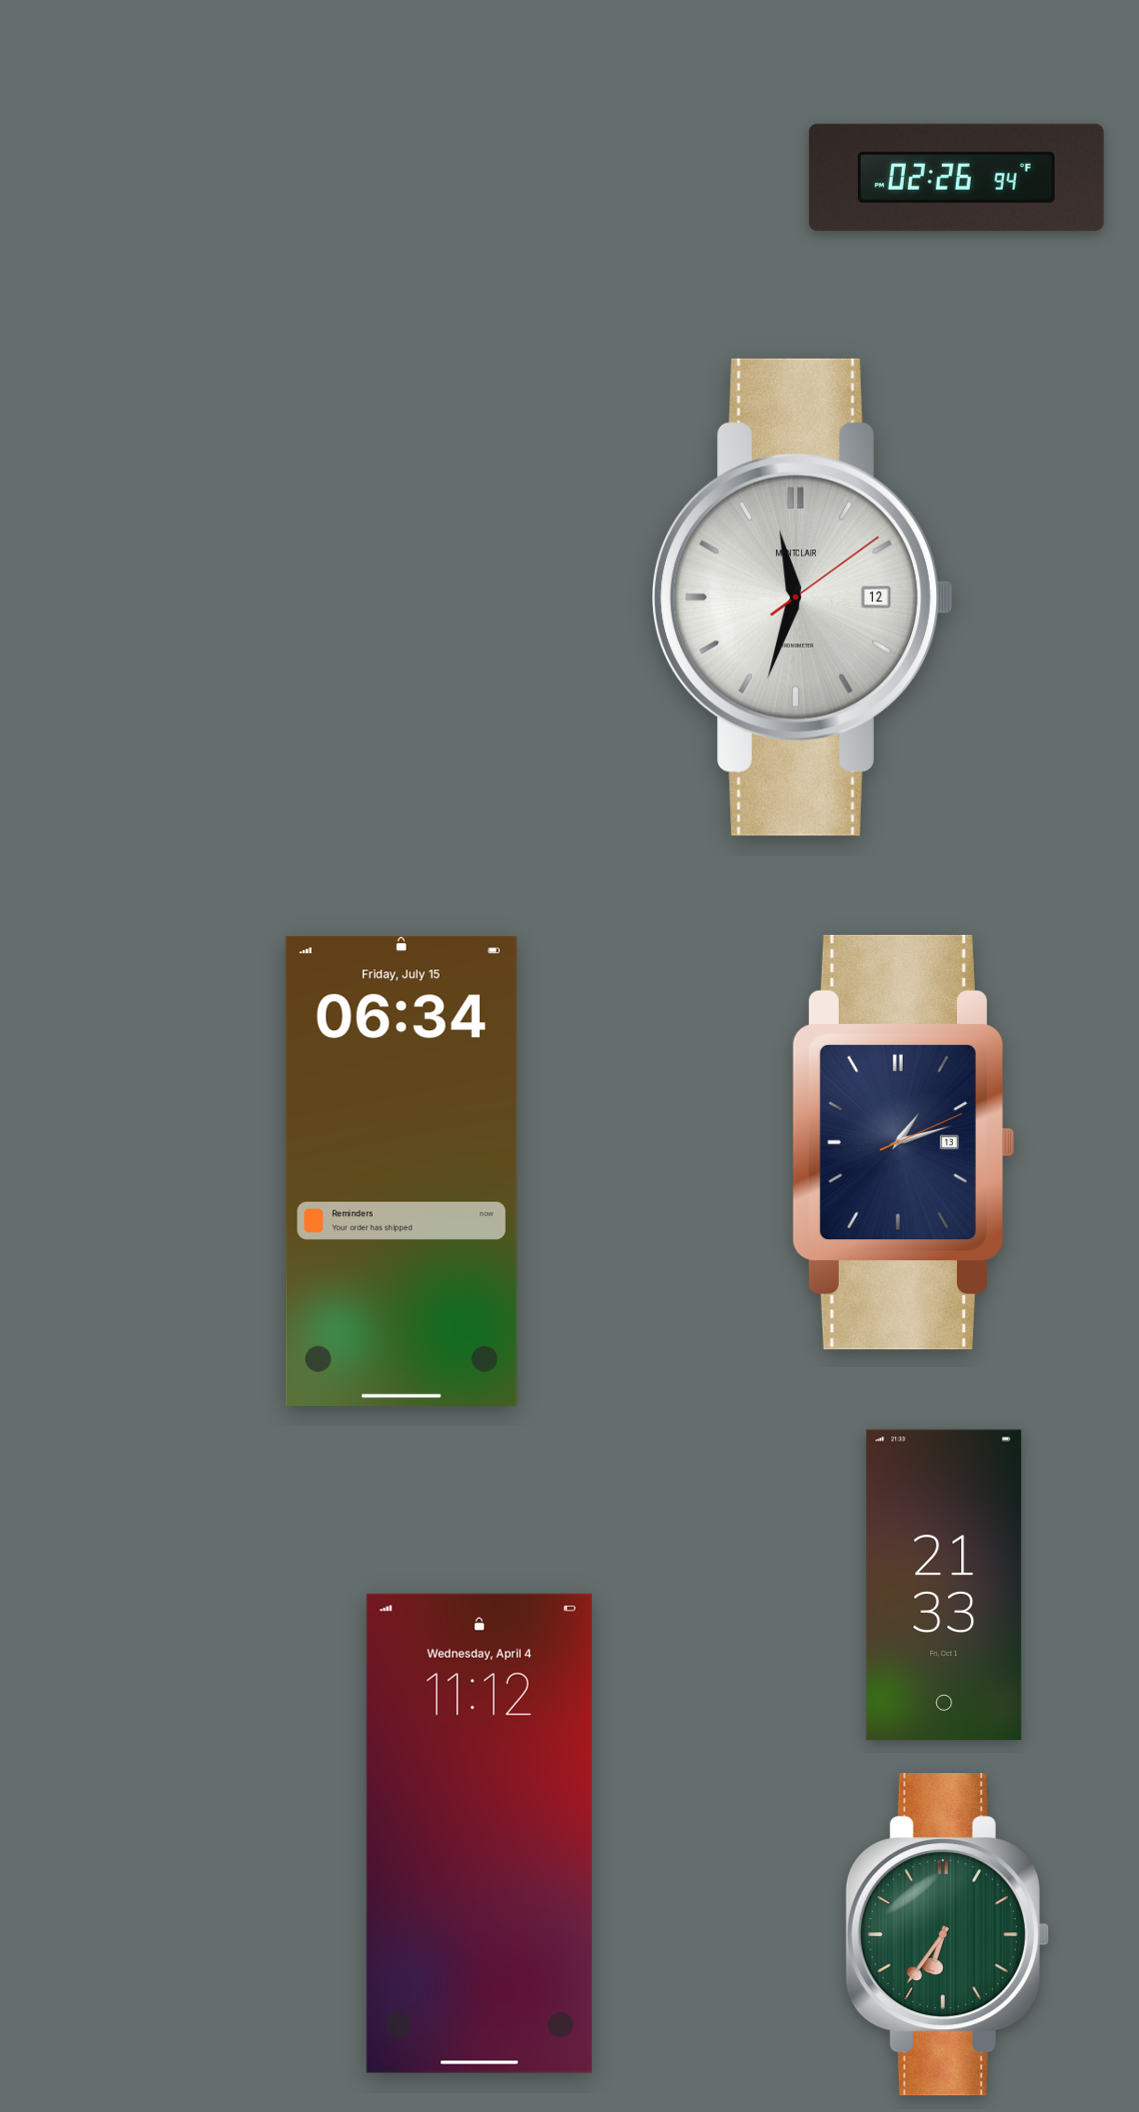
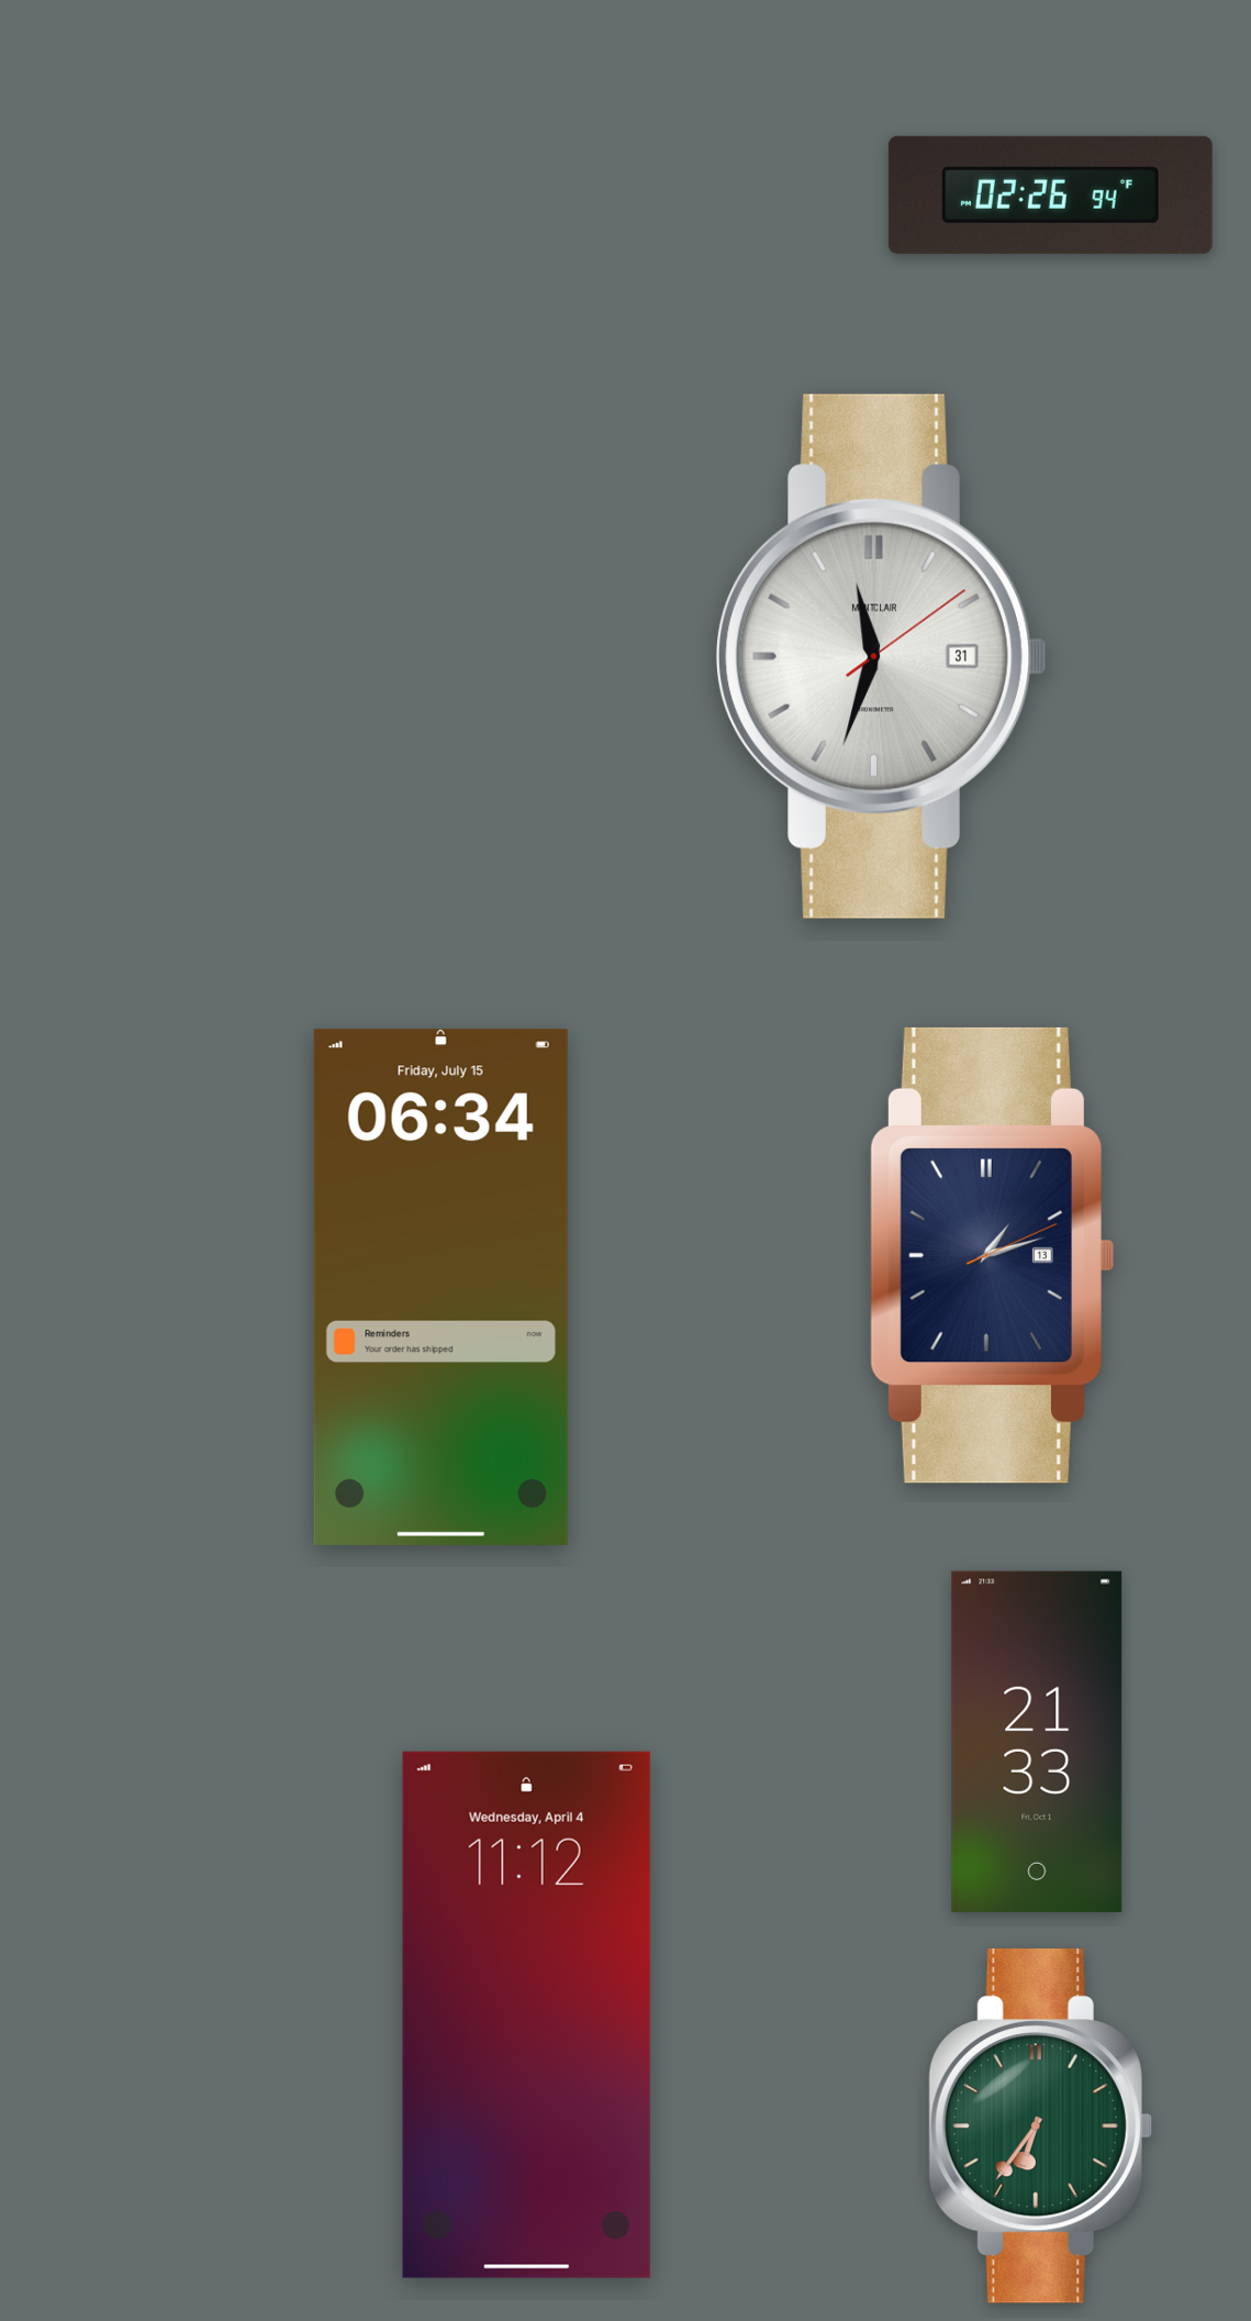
clock at (804, 597) date: 12 -> 31
